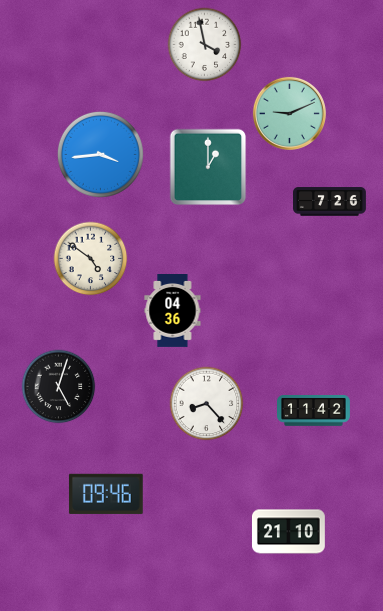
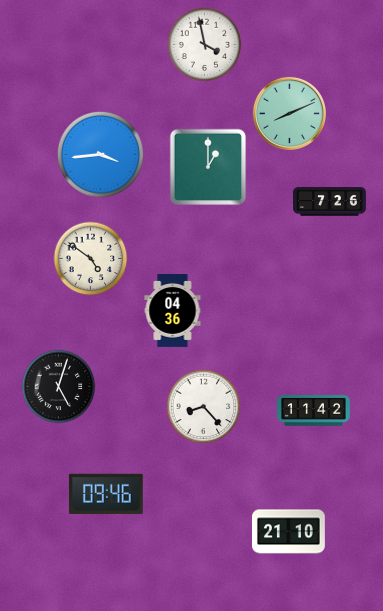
clock at (289, 113): 9:11 -> 8:11
clock at (207, 404) position: (207, 404) -> (204, 407)
